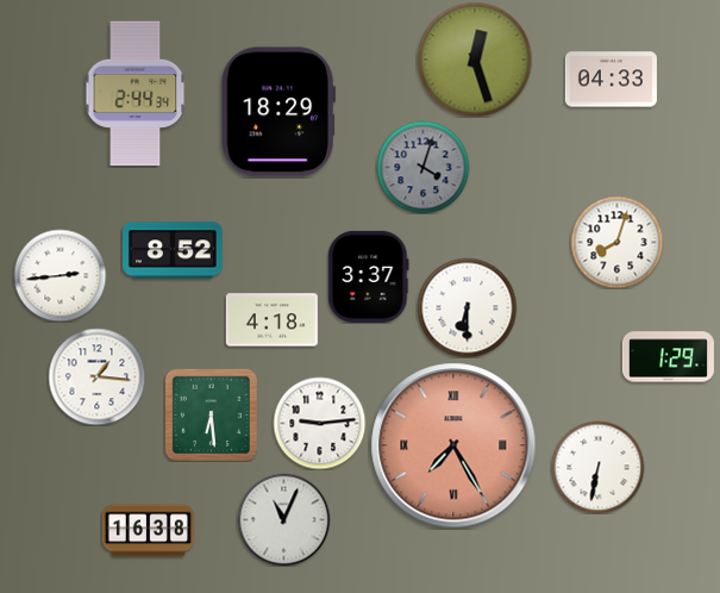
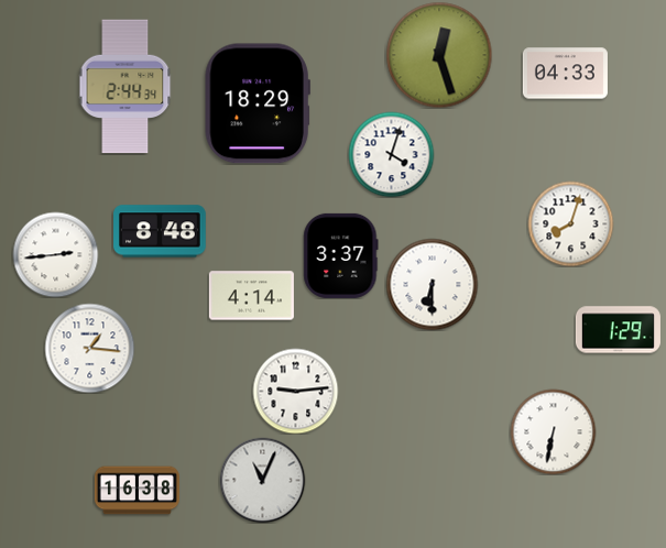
clock at (422, 167) dial: grey -> white
clock at (173, 250): 8:52 -> 8:48
clock at (271, 320): 4:18 -> 4:14
clock at (211, 414): 6:29 -> none
clock at (453, 445): 7:25 -> none
